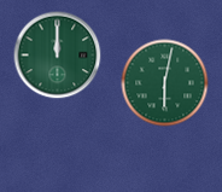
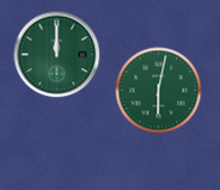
clock at (165, 83) position: (165, 83) -> (159, 91)
